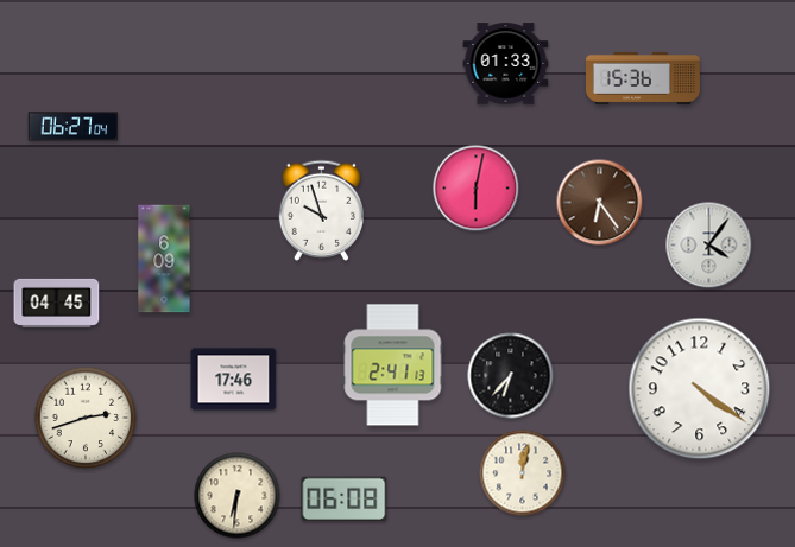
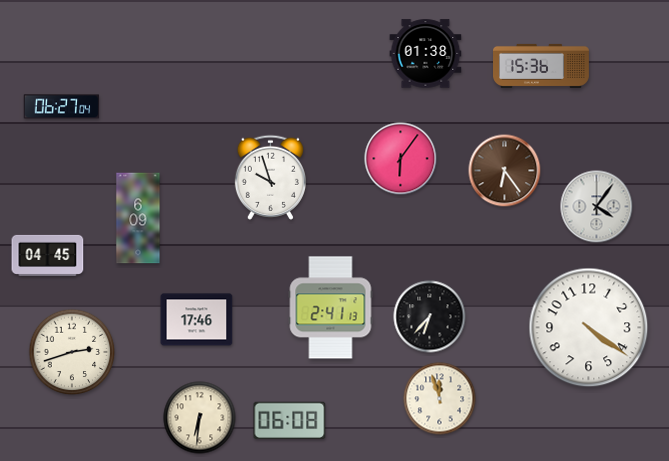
clock at (506, 64): 01:33 -> 01:38
clock at (477, 189): 6:02 -> 6:06
clock at (523, 473): 12:02 -> 11:57
